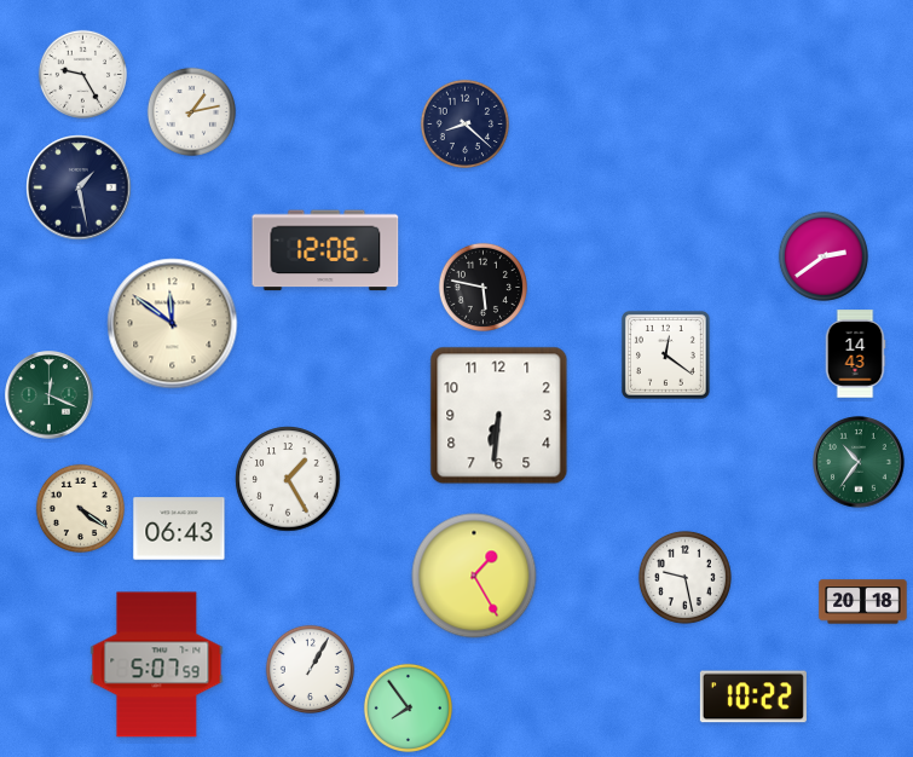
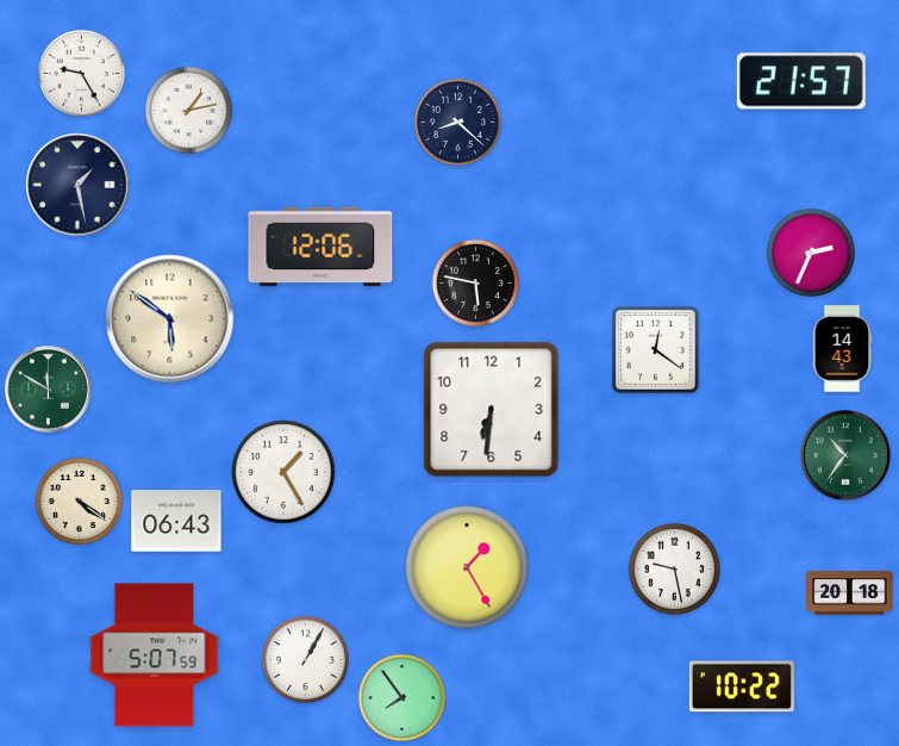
clock at (801, 81): none -> 21:57
clock at (824, 256): 2:39 -> 2:34
clock at (173, 324): 11:51 -> 5:51
clock at (50, 395): 12:19 -> 11:50
